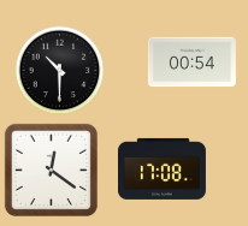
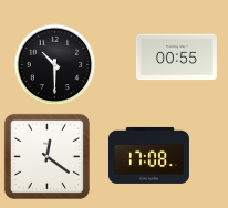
clock at (191, 63): 00:54 -> 00:55
